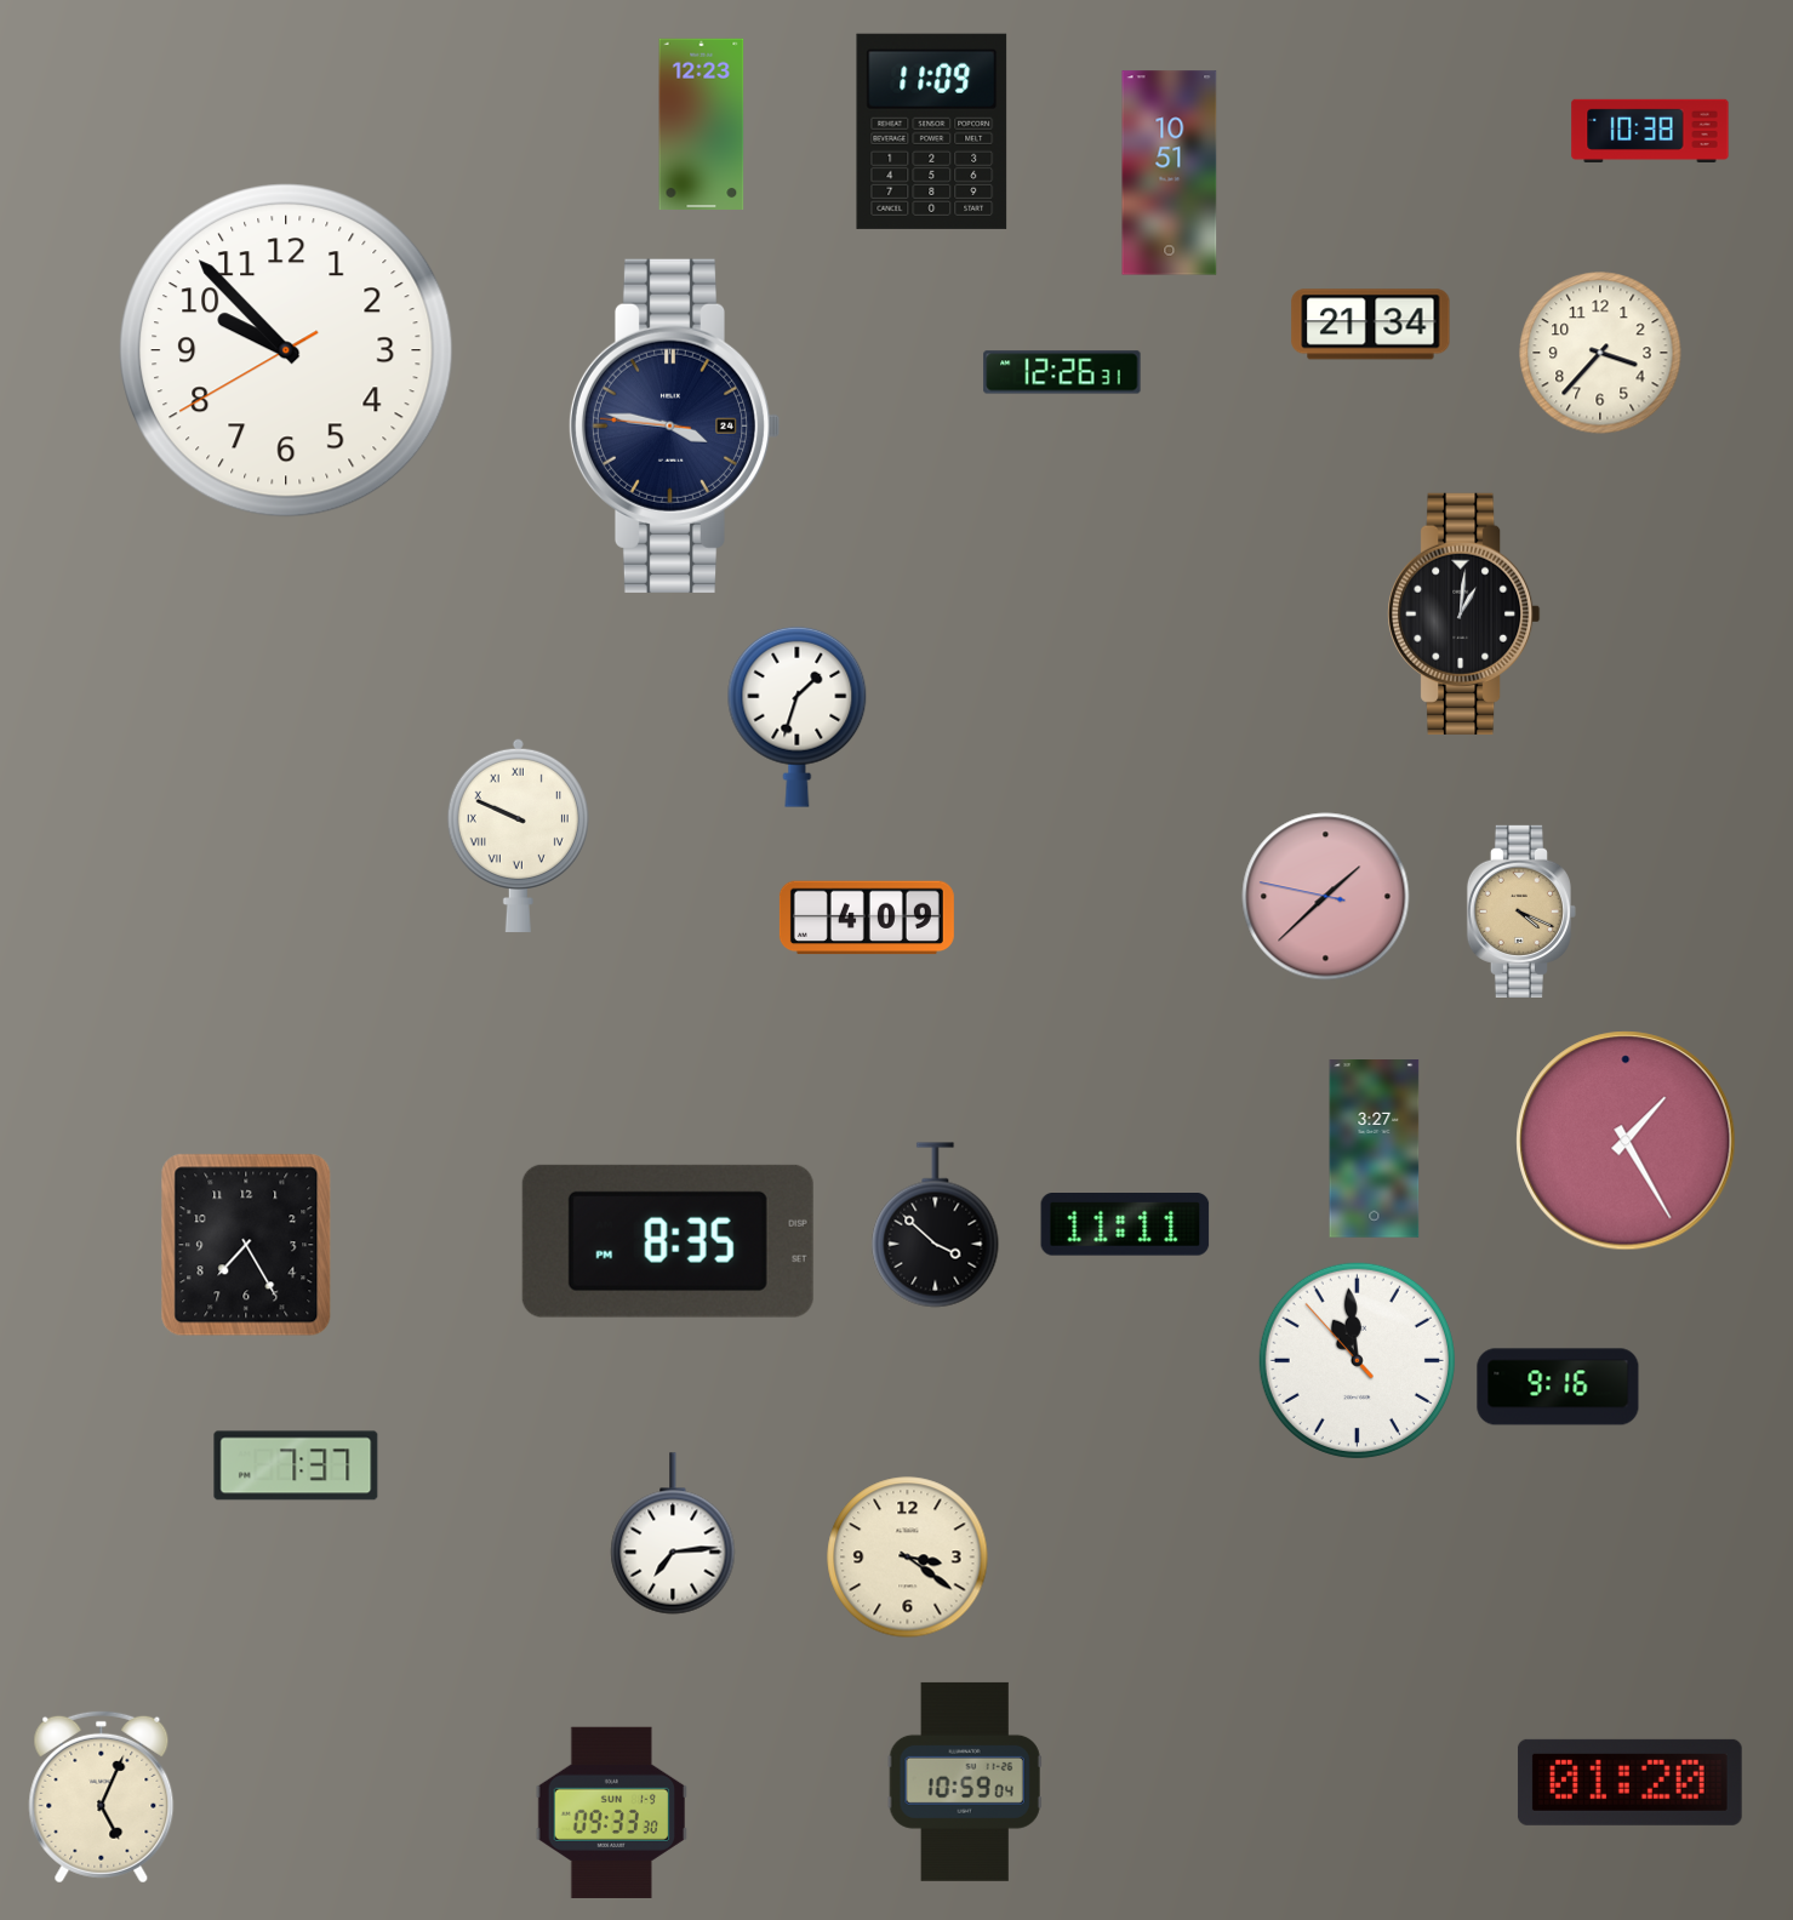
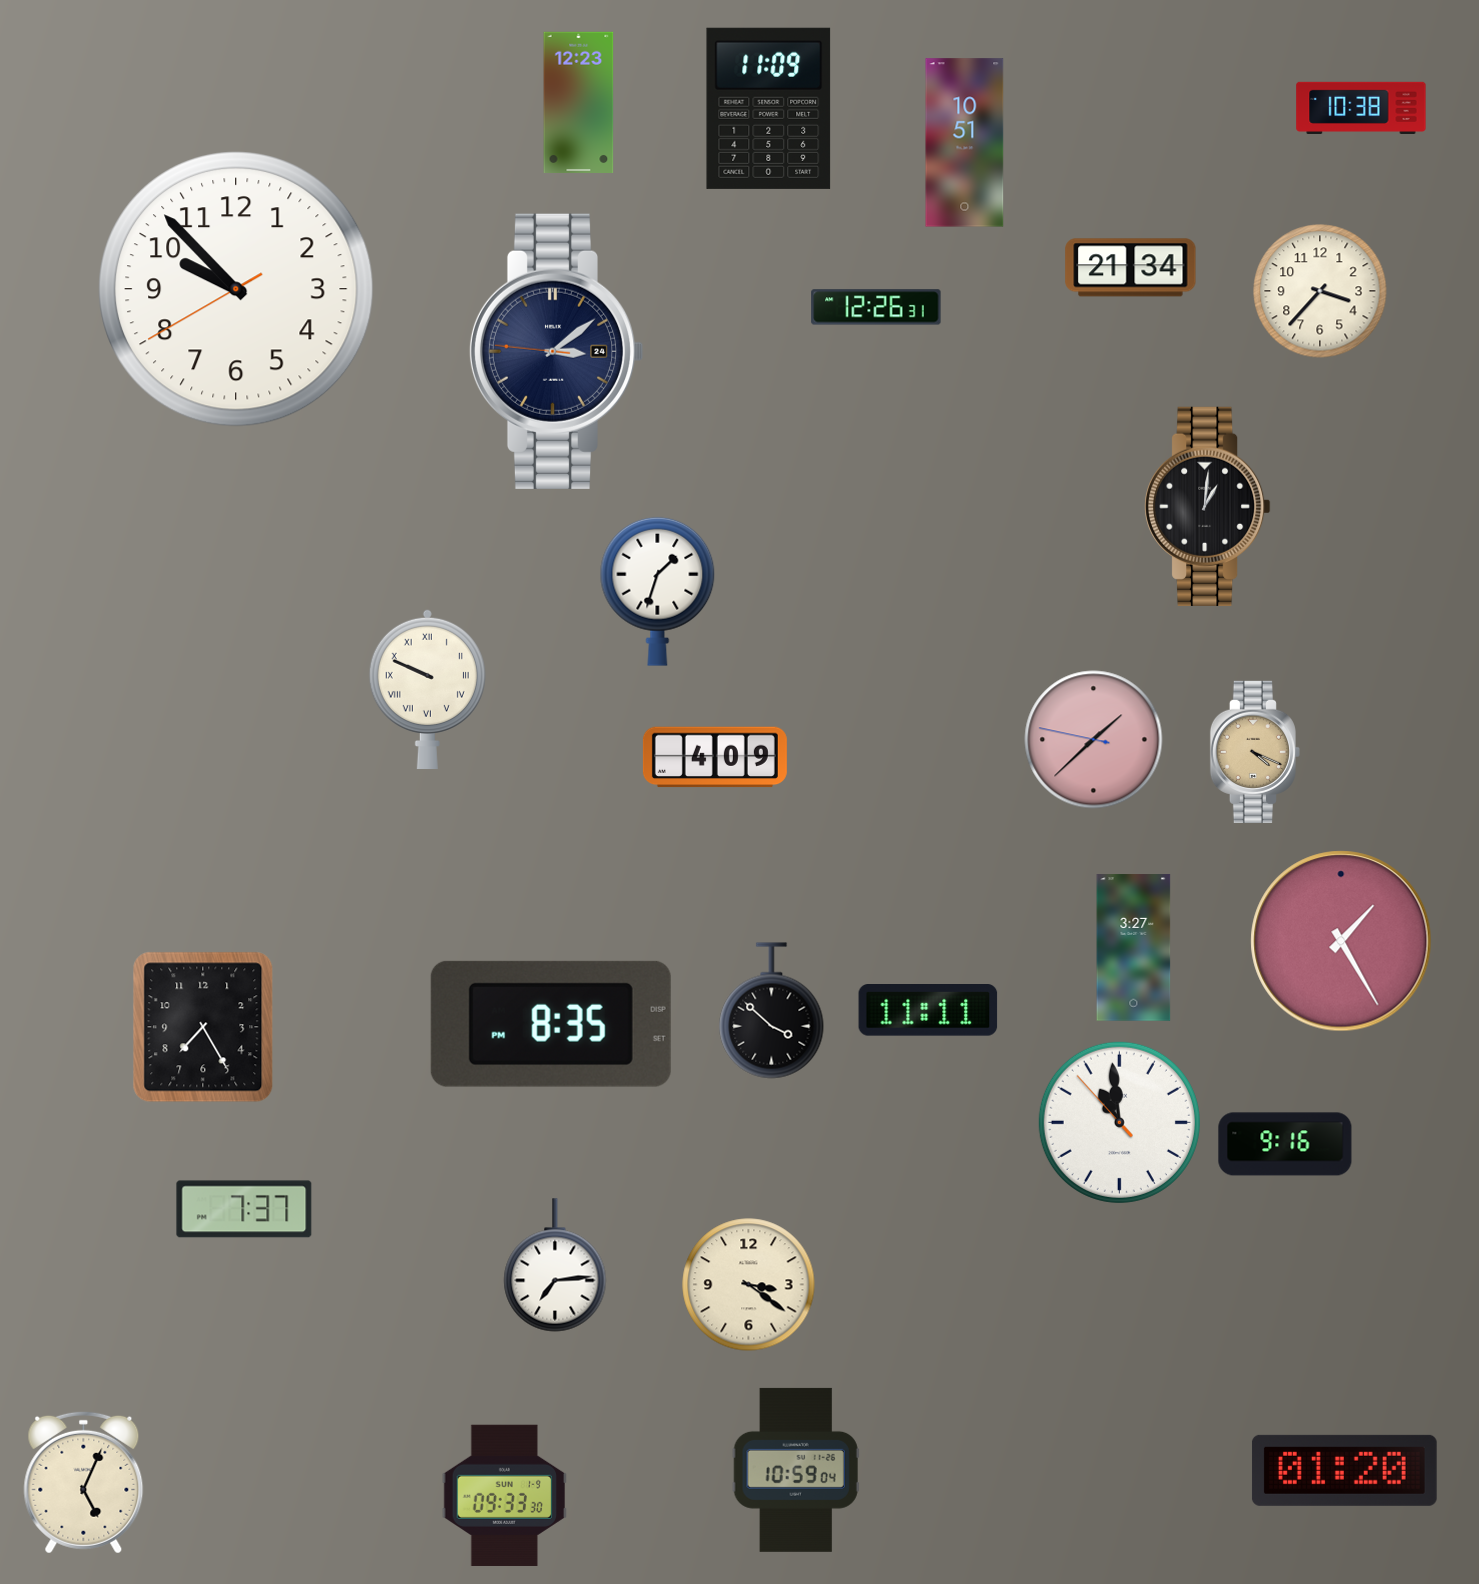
clock at (674, 425): 3:46 -> 3:08
